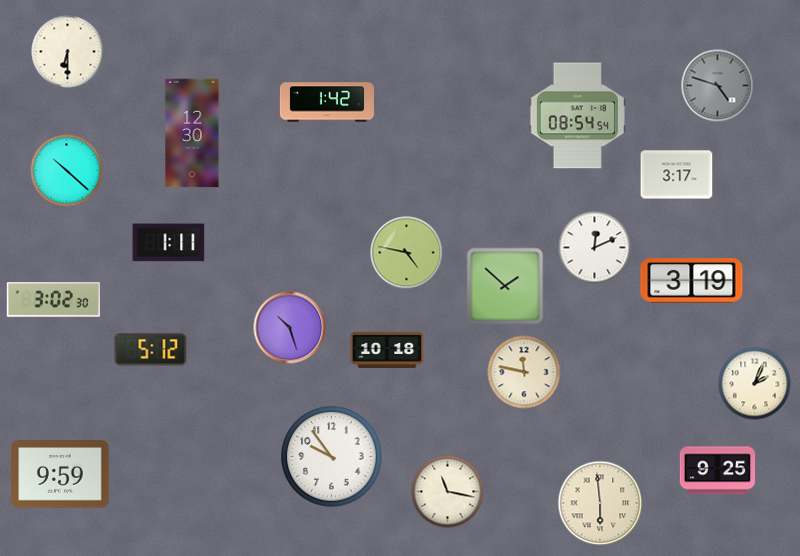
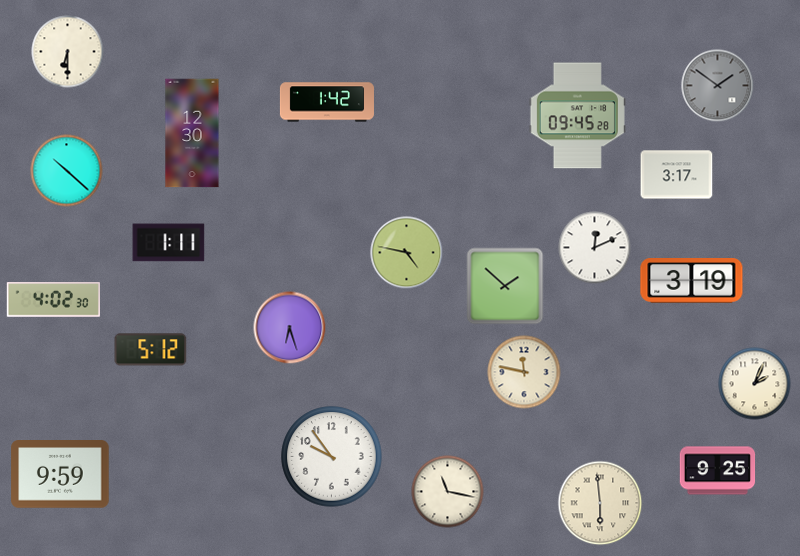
clock at (718, 86): 4:48 -> 1:51
clock at (577, 116): 08:54 -> 09:45
clock at (53, 300): 3:02 -> 4:02
clock at (290, 328): 10:27 -> 6:27
clock at (387, 349): 10:18 -> none
